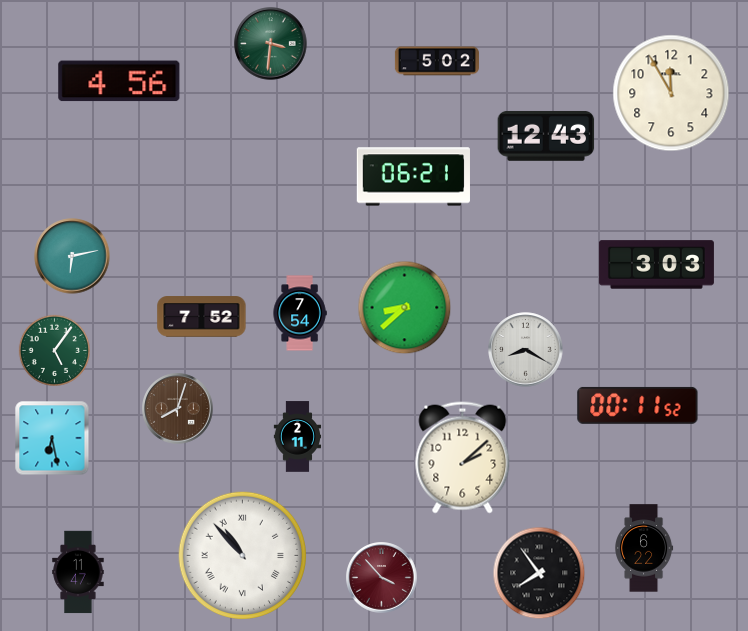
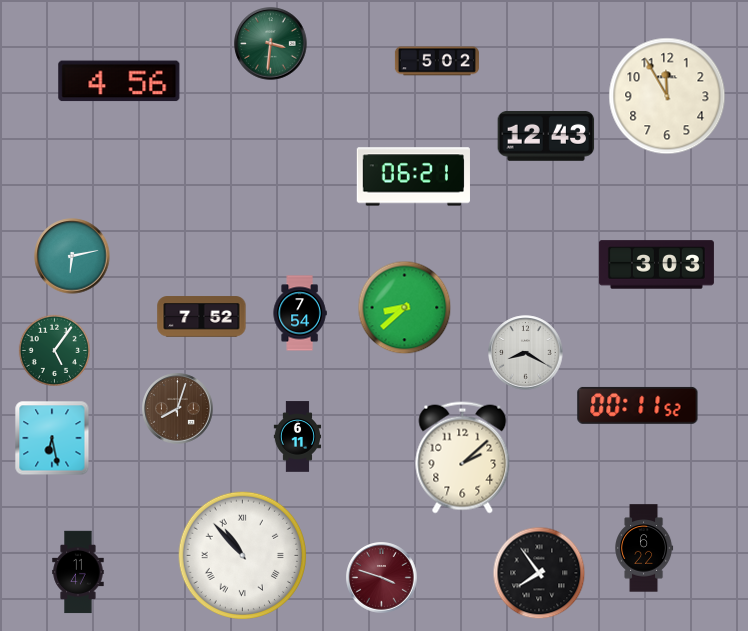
clock at (671, 93) position: (671, 93) -> (667, 96)
clock at (526, 350) position: (526, 350) -> (526, 353)
clock at (298, 437): 2:11 -> 6:11
clock at (382, 578): 3:53 -> 3:48
